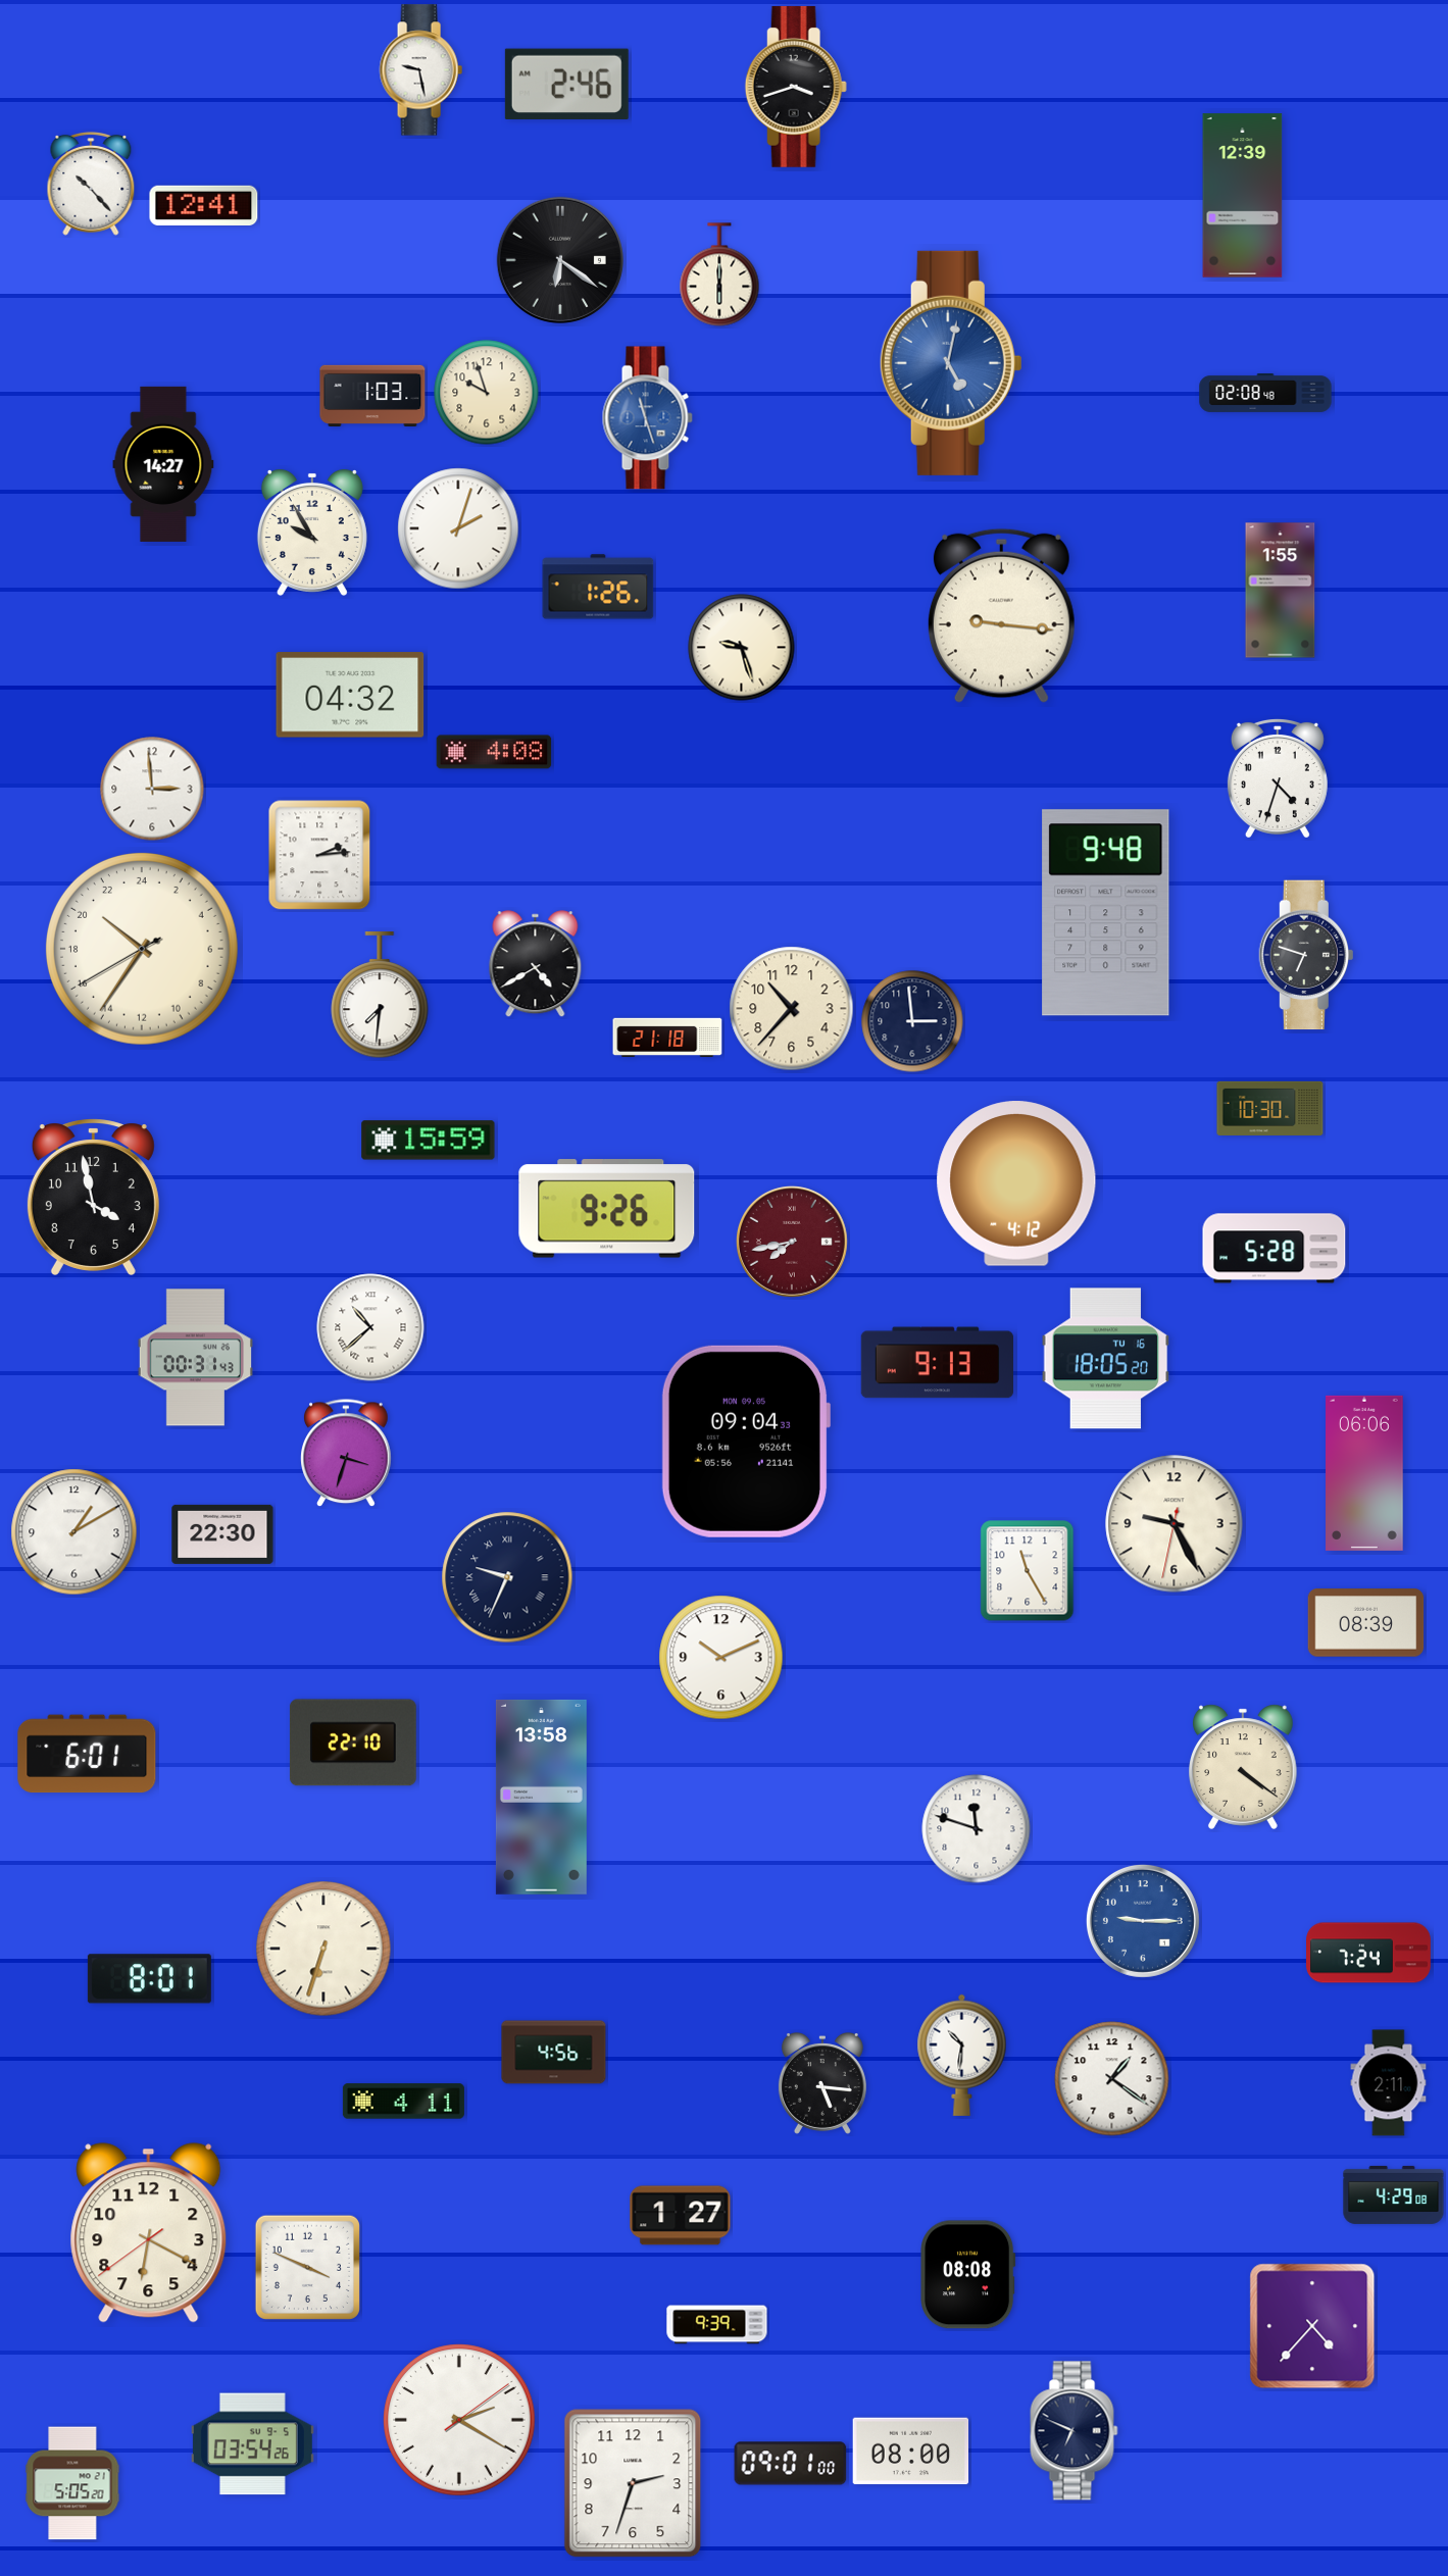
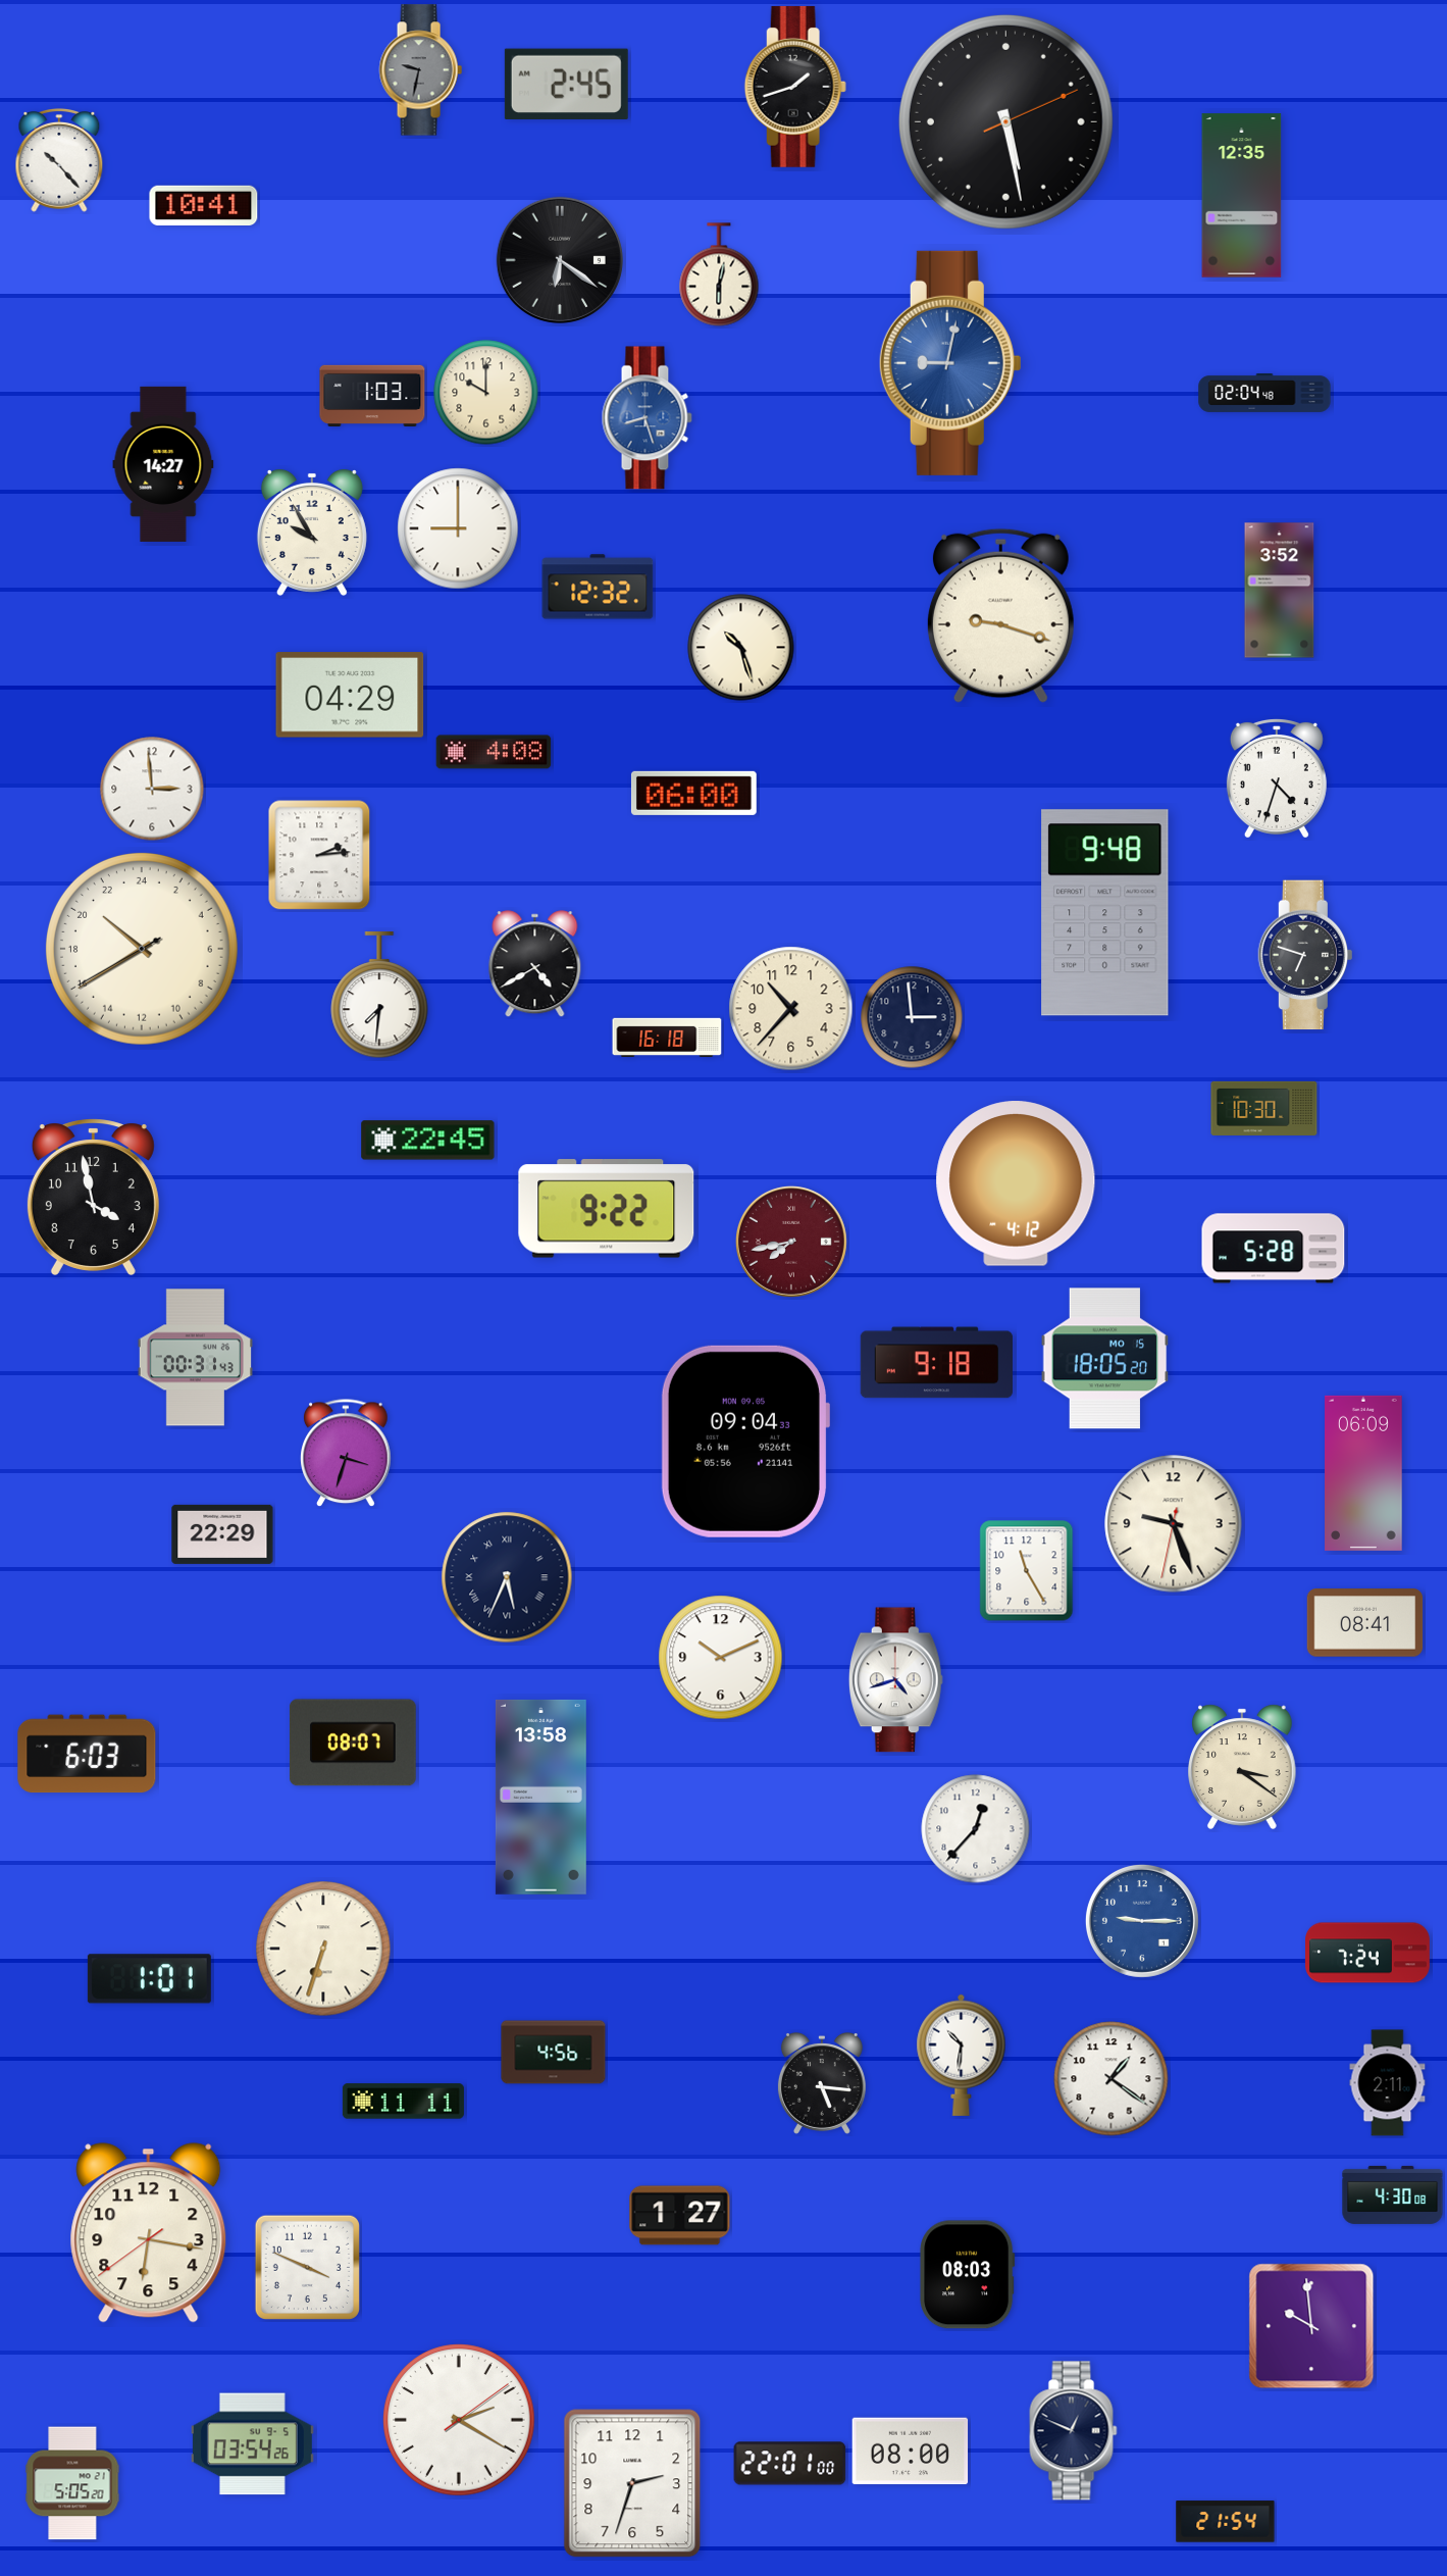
clock at (420, 70): 9:28 -> 9:32
clock at (420, 70) dial: white -> grey
clock at (566, 84): 2:46 -> 2:45
clock at (796, 87): 3:42 -> 1:42
clock at (1005, 121): none -> 5:28
clock at (91, 184) position: (91, 184) -> (59, 160)
clock at (1243, 196): 12:39 -> 12:35
clock at (204, 205): 12:41 -> 10:41
clock at (719, 274): 6:00 -> 6:02
clock at (951, 363): 5:02 -> 9:02
clock at (487, 393): 9:57 -> 10:00
clock at (1265, 393): 02:08 -> 02:04
clock at (647, 418): 11:27 -> 8:27
clock at (458, 528): 2:03 -> 9:00
clock at (598, 587): 1:26 -> 12:32
clock at (1281, 591): 1:55 -> 3:52
clock at (1001, 615): 9:16 -> 9:18
clock at (742, 648): 9:27 -> 10:27
clock at (350, 695): 04:32 -> 04:29
clock at (693, 793): none -> 06:00
clock at (142, 949): 20:35 -> 20:39
clock at (912, 1021) position: (912, 1021) -> (912, 1017)
clock at (667, 1038): 21:18 -> 16:18
clock at (1270, 1108) position: (1270, 1108) -> (1264, 1108)
clock at (429, 1141): 15:59 -> 22:45
clock at (607, 1209): 9:26 -> 9:22
clock at (370, 1327): 10:38 -> none
clock at (1106, 1359) date: TU 16 -> MO 15
clock at (937, 1363): 9:13 -> 9:18
clock at (1364, 1473): 06:06 -> 06:09
clock at (1175, 1524): 9:25 -> 9:26
clock at (74, 1532): 1:10 -> none
clock at (222, 1534): 22:30 -> 22:29
clock at (507, 1577): 9:34 -> 5:34
clock at (1366, 1623): 08:39 -> 08:41
clock at (895, 1680): none -> 4:42
clock at (353, 1742): 22:10 -> 08:07
clock at (87, 1754): 6:01 -> 6:03
clock at (1244, 1767): 4:21 -> 3:21
clock at (977, 1829): 11:48 -> 12:37
clock at (149, 1979): 8:01 -> 1:01
clock at (403, 2102): 4:11 -> 11:11
clock at (1394, 2194): 4:29 -> 4:30
clock at (149, 2233): 6:19 -> 6:16
clock at (968, 2275): 08:08 -> 08:03
clock at (717, 2325): 9:39 -> none
clock at (1312, 2326): 4:37 -> 9:59
clock at (1075, 2431): 6:49 -> 12:49
clock at (791, 2464): 09:01 -> 22:01
clock at (1226, 2522): none -> 21:54
